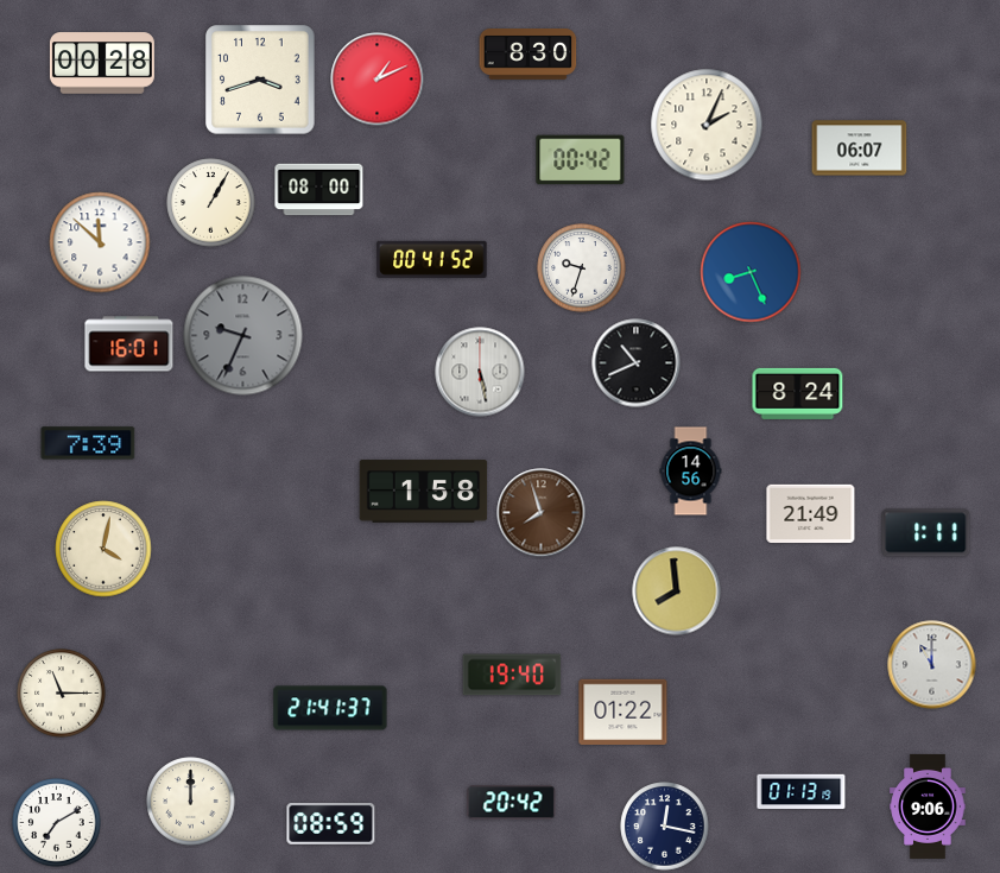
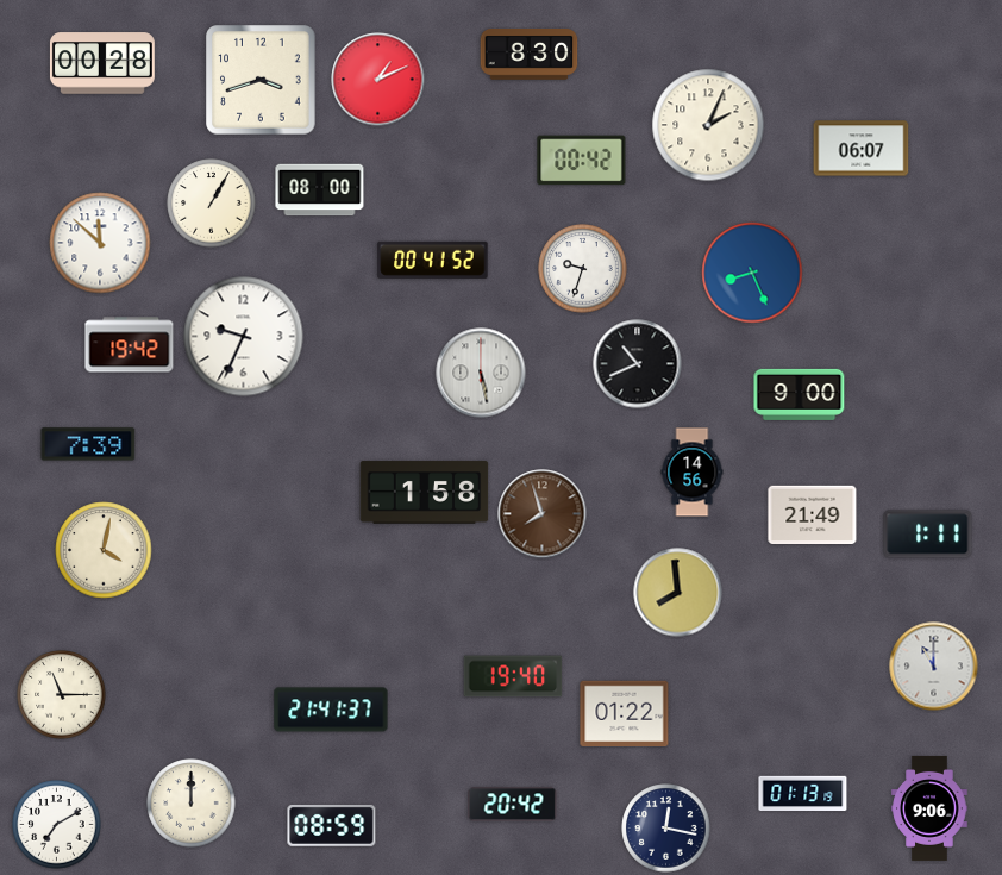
clock at (243, 336) dial: grey -> white
clock at (129, 344): 16:01 -> 19:42
clock at (798, 393): 8:24 -> 9:00
